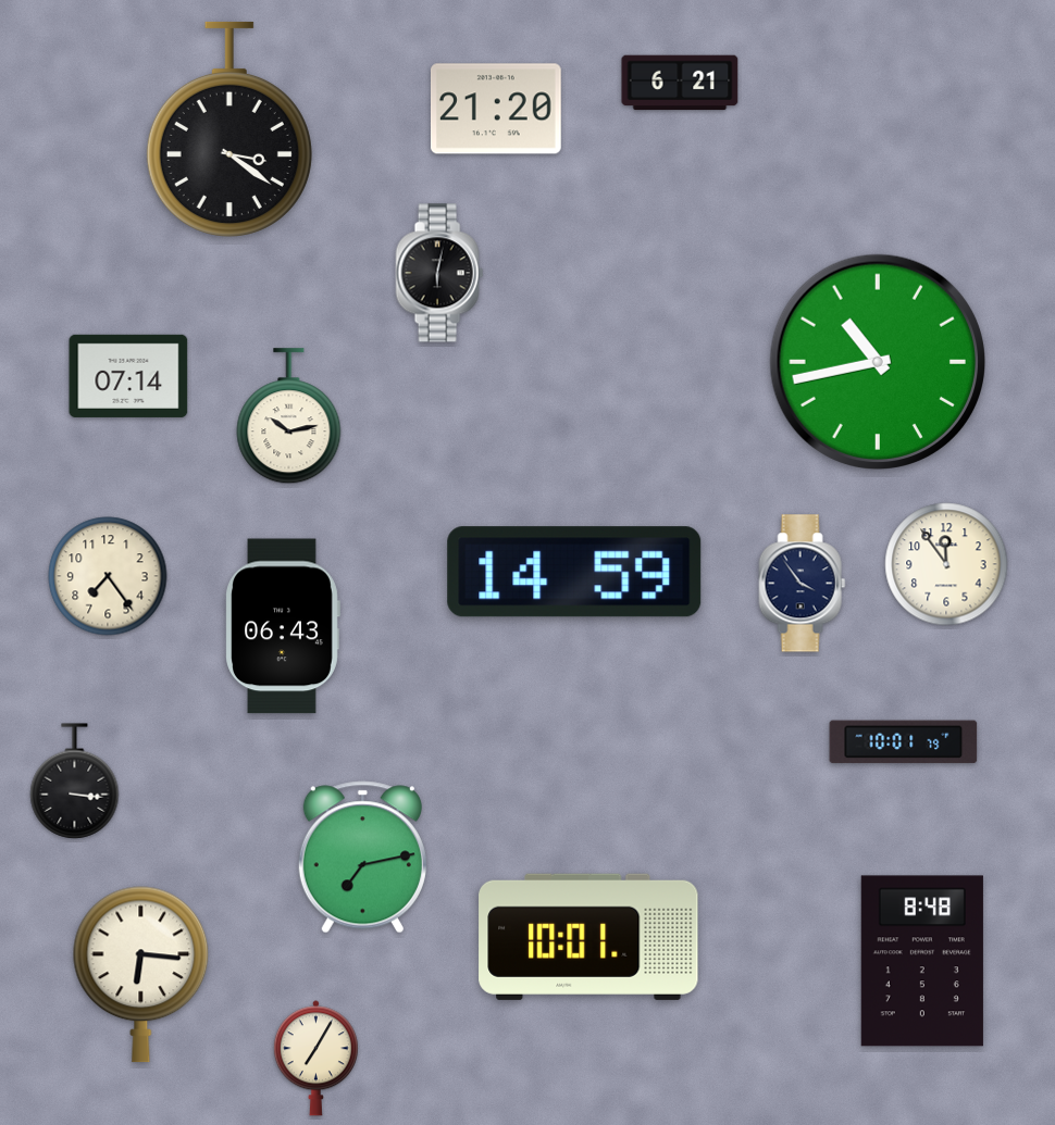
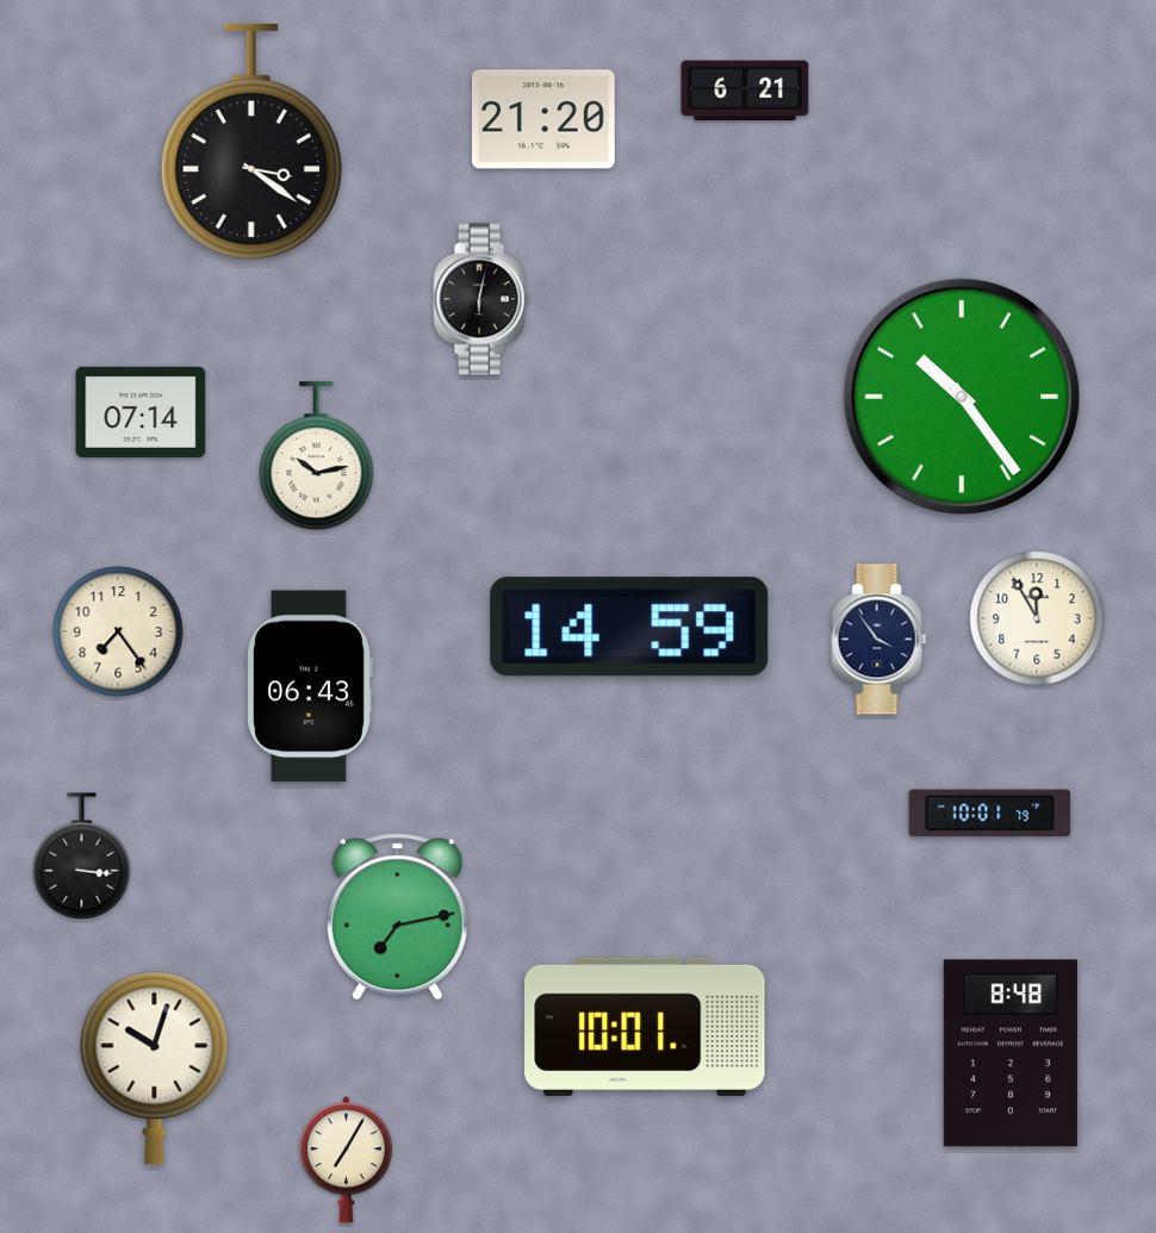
clock at (878, 362): 10:43 -> 10:24
clock at (946, 564): 11:54 -> 11:55
clock at (362, 858) position: (362, 858) -> (397, 917)
clock at (141, 975): 6:16 -> 10:03
